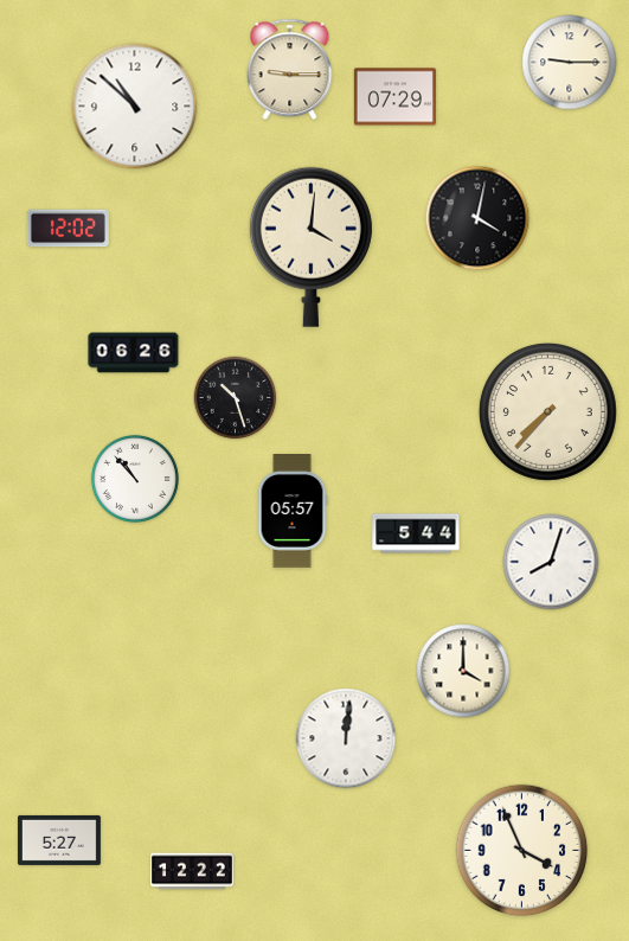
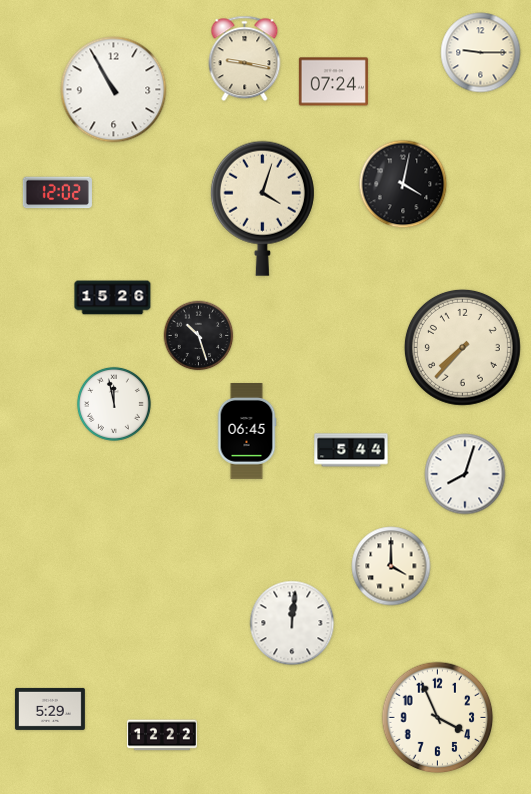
clock at (290, 70): 9:15 -> 9:17
clock at (394, 97): 07:29 -> 07:24
clock at (135, 107): 10:52 -> 10:55
clock at (310, 247): 4:01 -> 4:03
clock at (134, 353): 06:26 -> 15:26
clock at (135, 479): 10:53 -> 11:58
clock at (293, 512): 05:57 -> 06:45
clock at (59, 840): 5:27 -> 5:29
clock at (522, 851) position: (522, 851) -> (438, 718)
